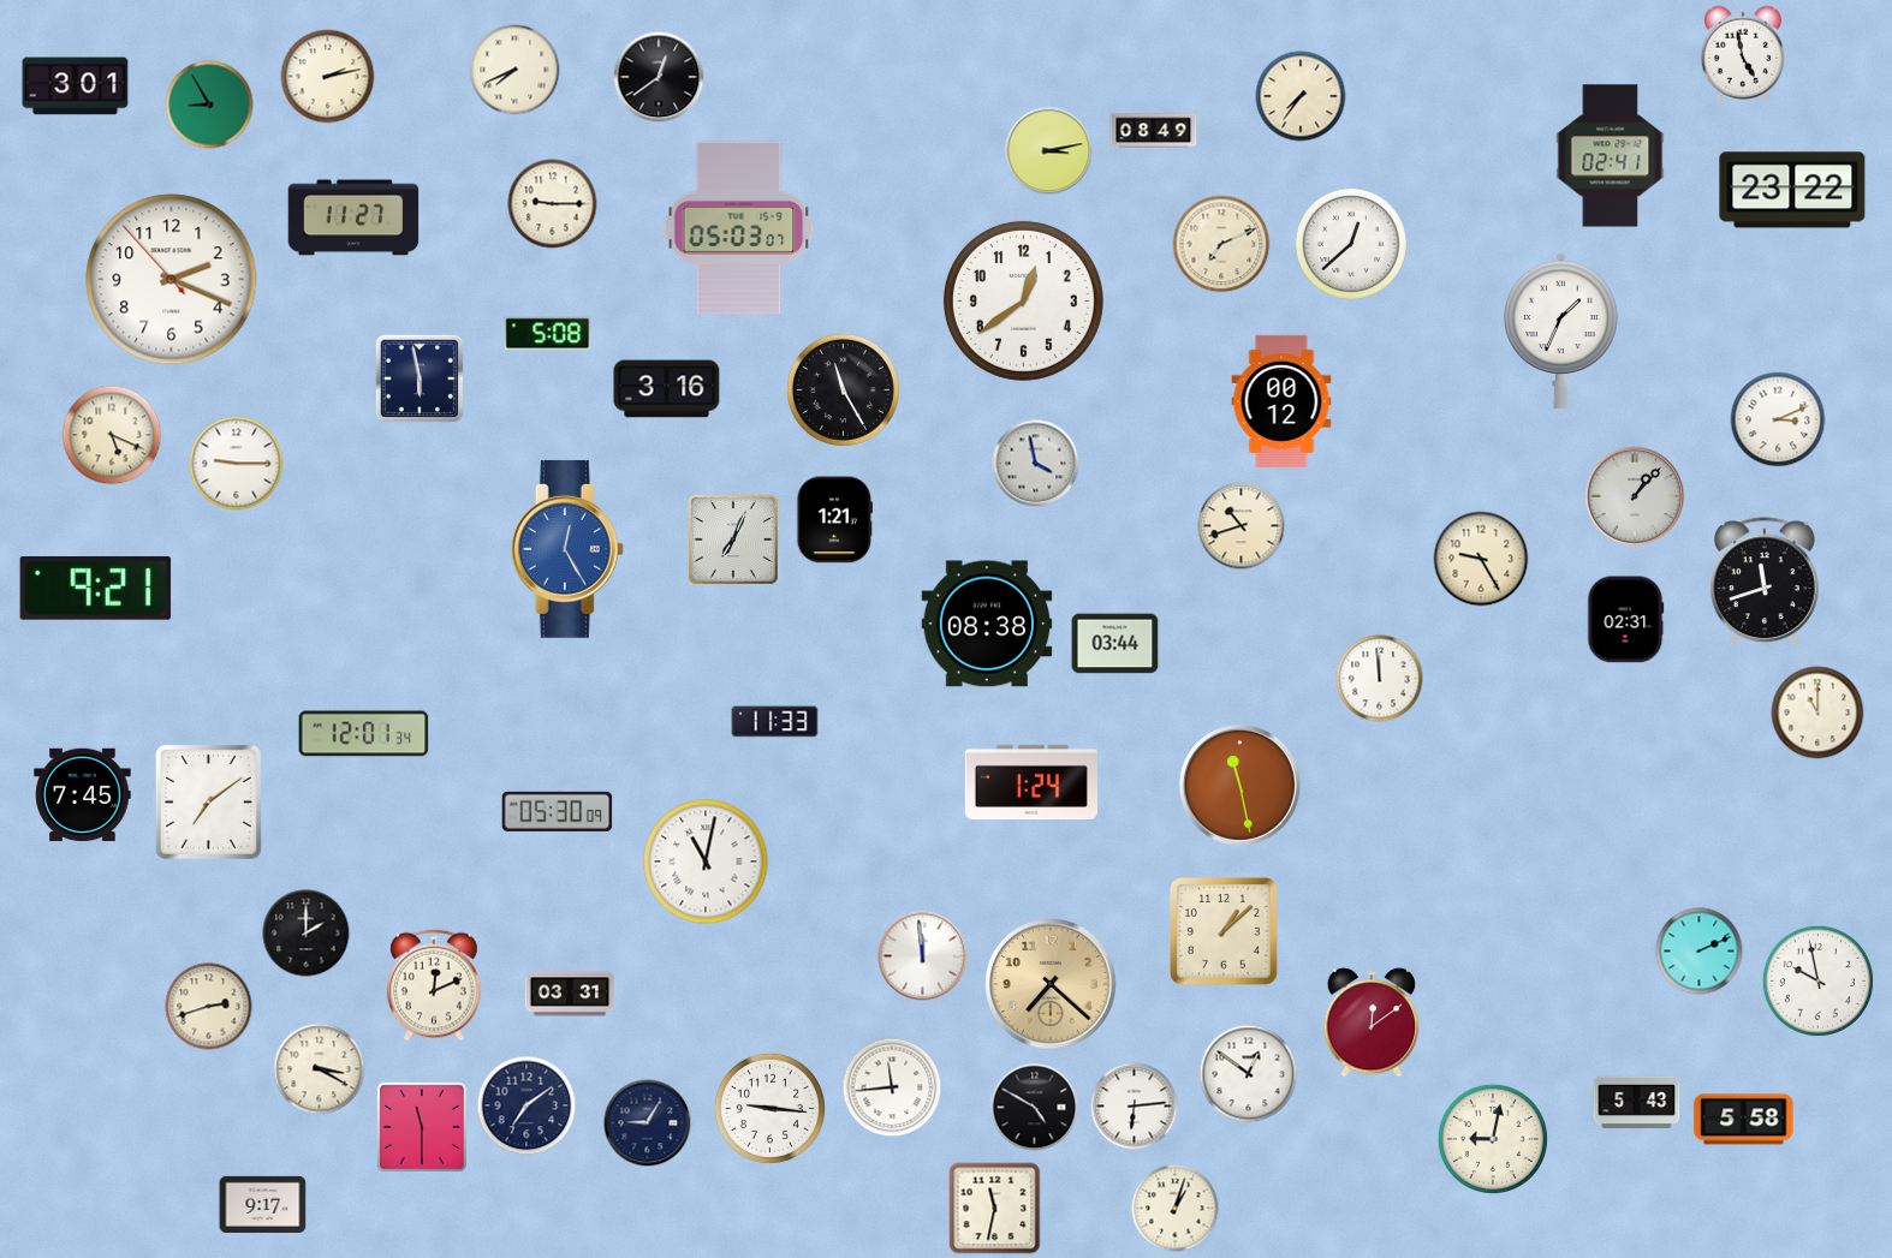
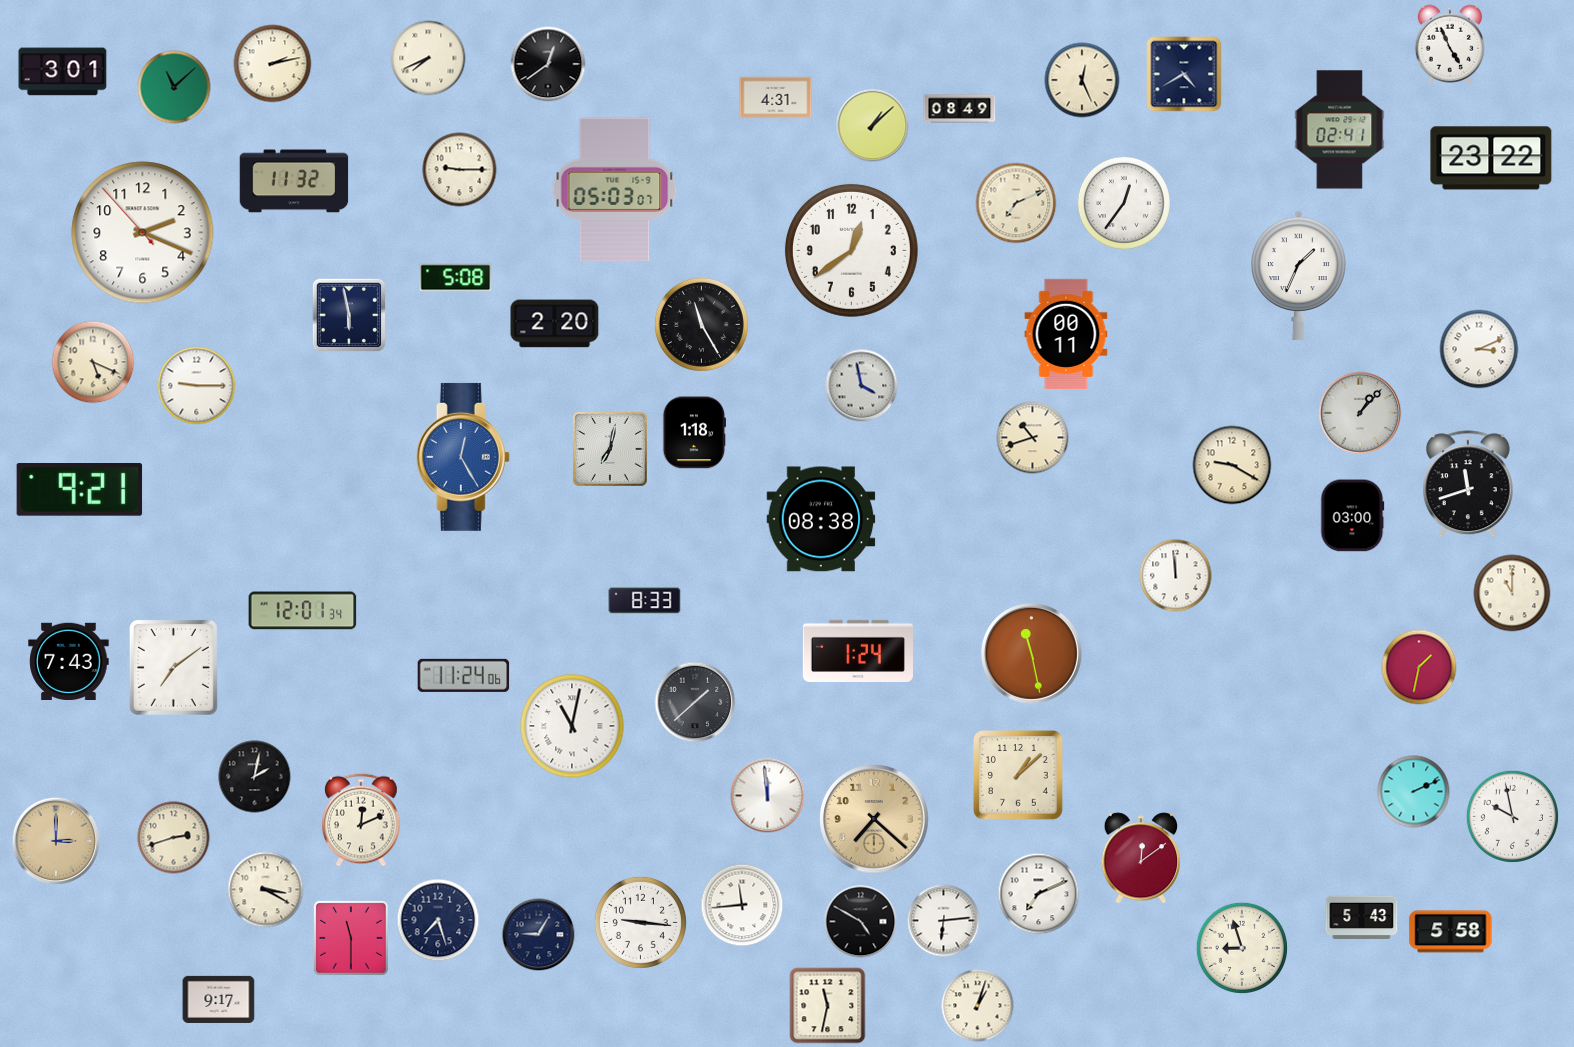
clock at (1743, 54): 4:58 -> 4:56
clock at (1184, 74): none -> 4:40
clock at (1301, 96): 7:36 -> 12:26
clock at (209, 105): 8:55 -> 11:08
clock at (776, 98): none -> 4:31
clock at (1049, 151): 3:13 -> 1:08
clock at (353, 217): 11:27 -> 11:32
clock at (1351, 244): 12:38 -> 12:36
clock at (667, 389): 3:16 -> 2:20
clock at (1281, 400): 00:12 -> 00:11
clock at (834, 520): 1:21 -> 1:18
clock at (733, 539): 7:04 -> 7:02
clock at (567, 549) position: (567, 549) -> (463, 457)
clock at (1481, 559): 9:25 -> 9:20
clock at (1626, 620): 02:31 -> 03:00
clock at (1115, 644): 03:44 -> none
clock at (1380, 679) position: (1380, 679) -> (1176, 576)
clock at (775, 722): 11:33 -> 8:33
clock at (83, 795): 7:45 -> 7:43
clock at (1419, 667): none -> 1:32
clock at (558, 811): 05:30 -> 11:24
clock at (695, 702): none -> 1:38
clock at (706, 861) position: (706, 861) -> (572, 726)
clock at (307, 934): 2:00 -> 2:02
clock at (570, 994): 03:31 -> none
clock at (56, 841): none -> 3:00
clock at (1372, 1023) position: (1372, 1023) -> (1141, 858)
clock at (1249, 1074): 12:51 -> 7:11
clock at (526, 1105): 7:09 -> 7:27
clock at (1493, 1139): 9:02 -> 8:57
clock at (263, 1204) position: (263, 1204) -> (219, 999)
